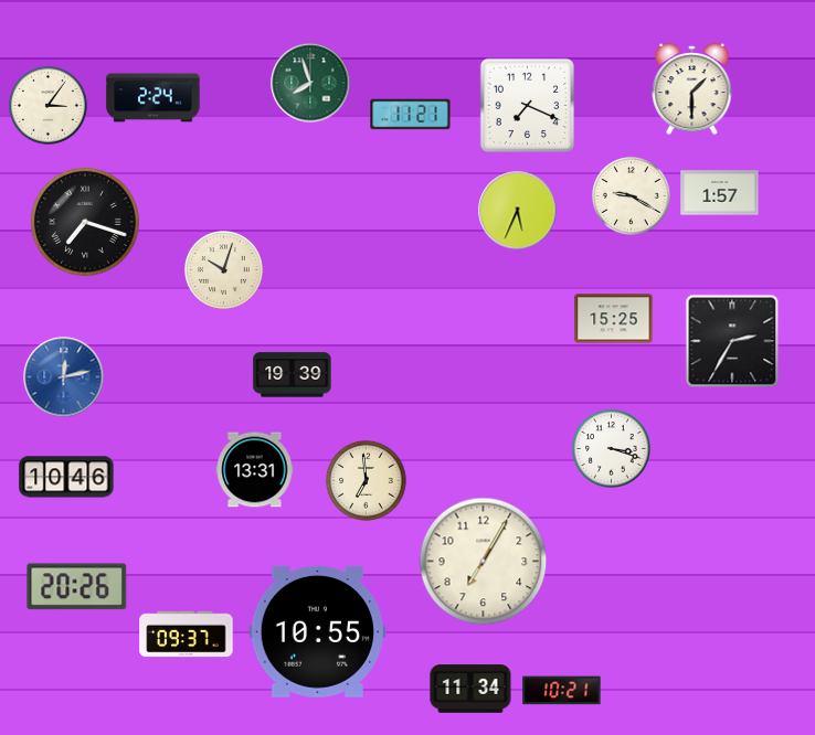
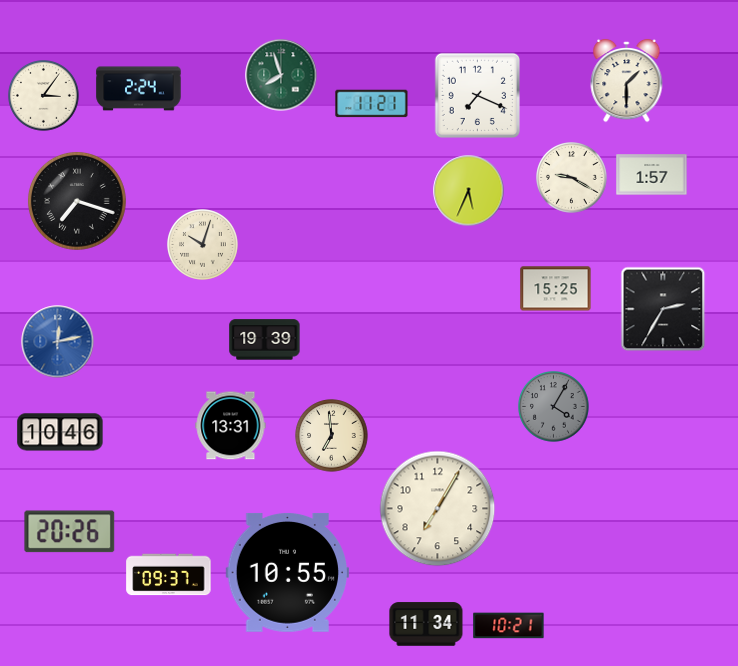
clock at (612, 449): 3:18 -> 4:05
clock at (612, 449) dial: white -> grey
